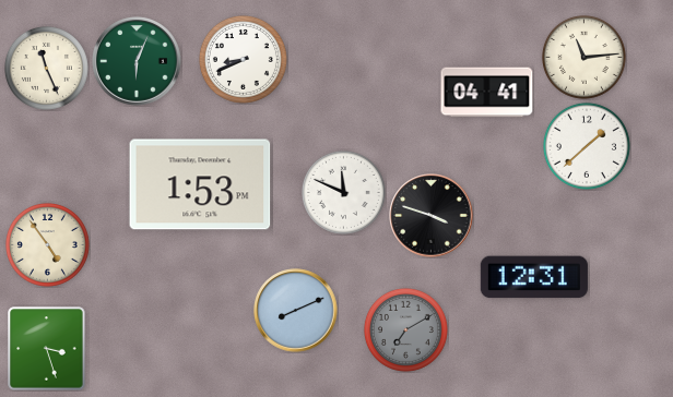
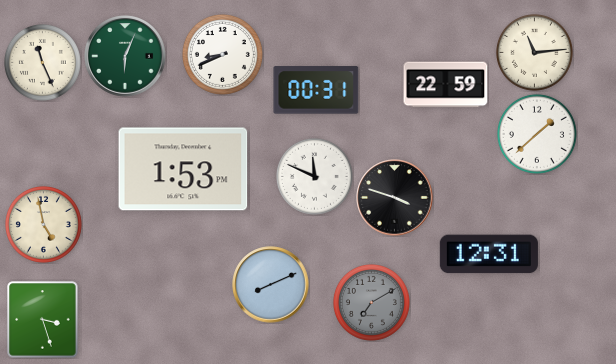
clock at (487, 93): 04:41 -> 22:59
clock at (316, 90): none -> 00:31
clock at (47, 244): 4:54 -> 4:58
